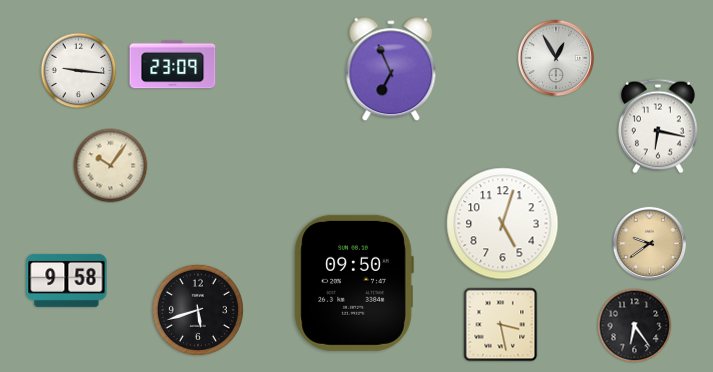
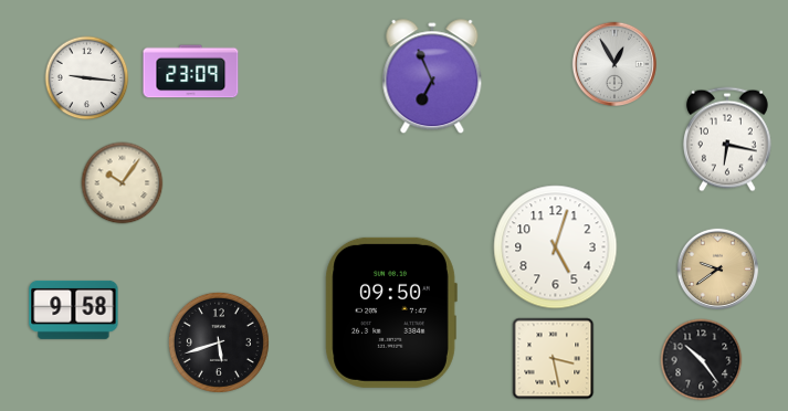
clock at (635, 326): 6:24 -> 10:24
